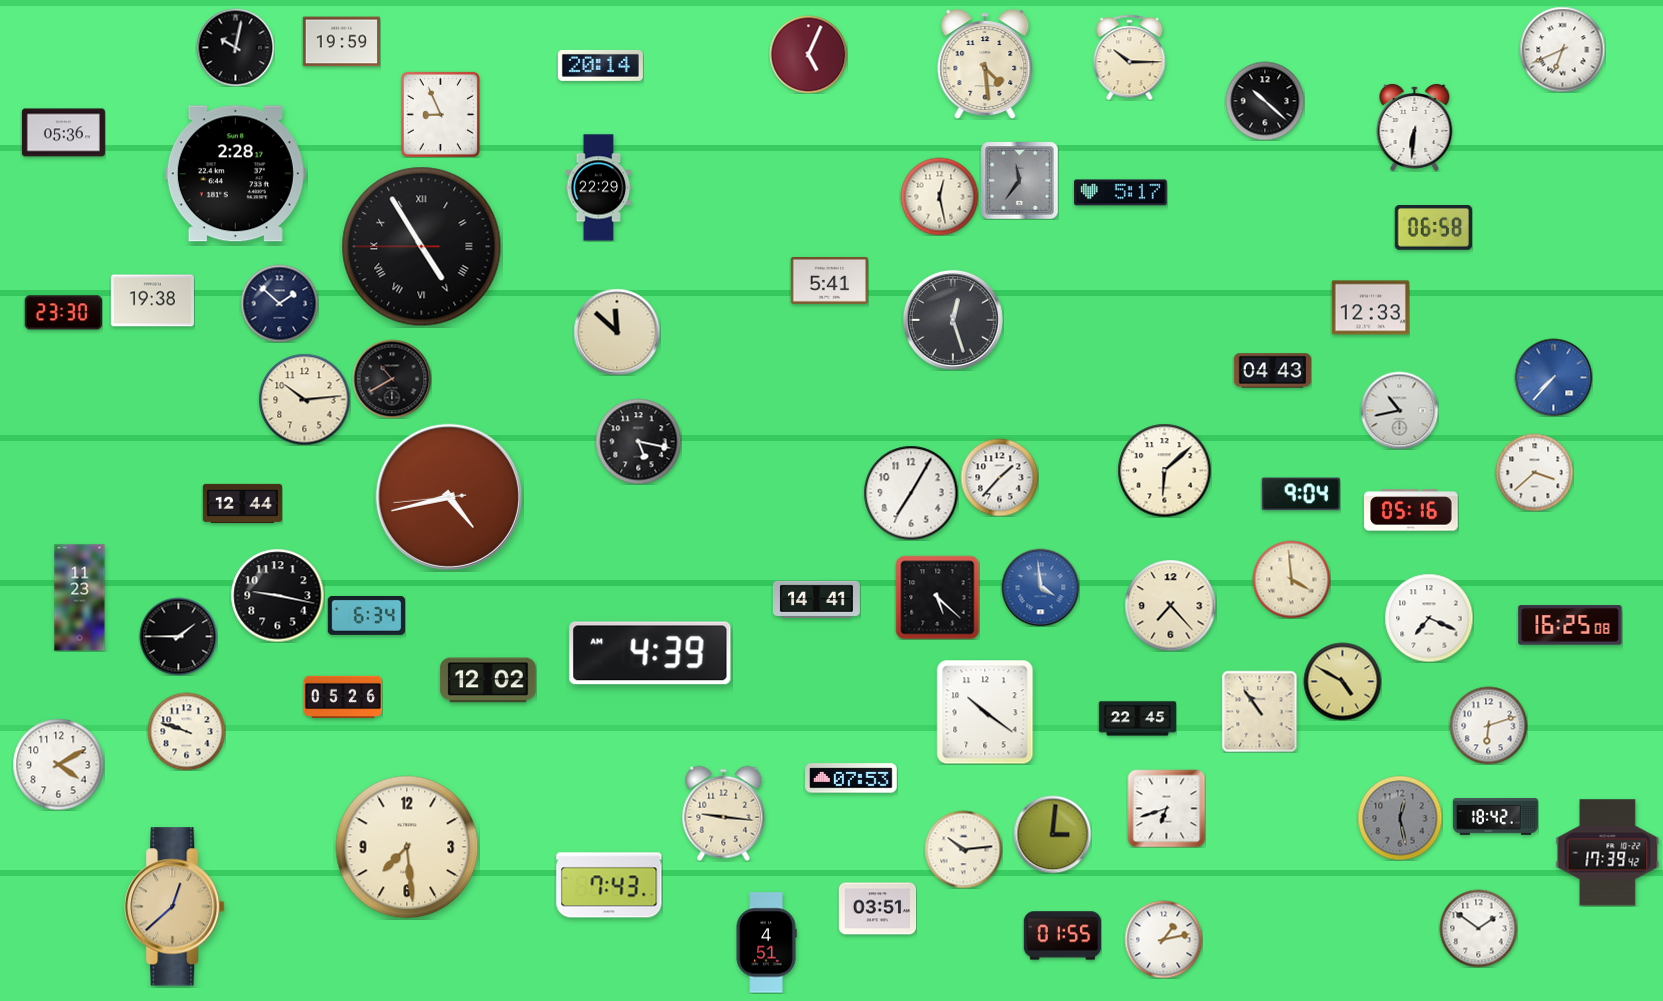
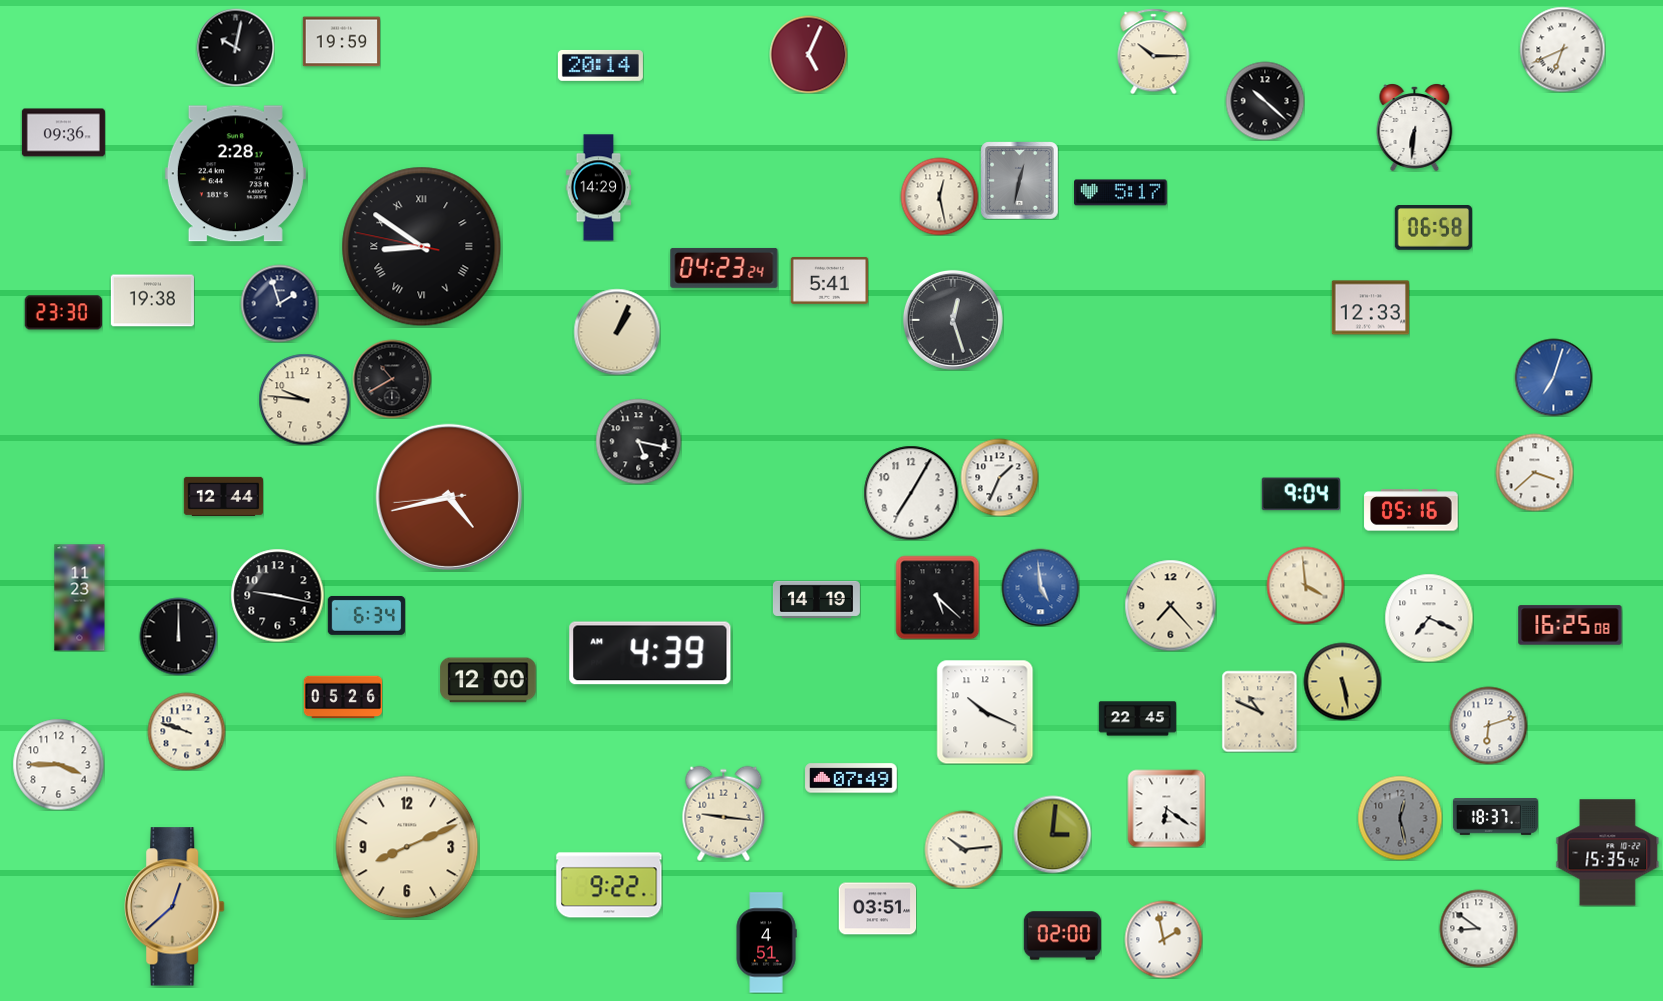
clock at (1130, 57) position: (1130, 57) -> (1154, 51)
clock at (985, 64): 4:29 -> none
clock at (440, 114): 8:56 -> none
clock at (63, 133): 05:36 -> 09:36
clock at (1019, 180): 11:36 -> 12:32
clock at (599, 188): 22:29 -> 14:29
clock at (422, 247): 4:54 -> 8:50
clock at (724, 268): none -> 04:23
clock at (279, 303): 1:52 -> 1:57
clock at (617, 332): 11:52 -> 1:04
clock at (1272, 371): 04:43 -> none
clock at (1553, 377): 7:37 -> 7:03
clock at (304, 399): 10:14 -> 9:46
clock at (1399, 410): 10:43 -> none
clock at (1164, 470): 6:08 -> none
clock at (999, 477): 1:37 -> 1:34
clock at (242, 503) position: (242, 503) -> (223, 496)
clock at (1291, 579) position: (1291, 579) -> (1305, 585)
clock at (1040, 587): 3:59 -> 4:59
clock at (816, 599): 14:41 -> 14:19
clock at (178, 636): 1:45 -> 12:00
clock at (488, 680): 12:02 -> 12:00
clock at (1342, 681): 4:50 -> 5:28
clock at (1260, 711): 10:54 -> 10:49
clock at (985, 712): 10:21 -> 10:19
clock at (58, 764): 4:10 -> 3:45
clock at (851, 778): 07:53 -> 07:49
clock at (1166, 808): 6:42 -> 6:21
clock at (1495, 817): 18:42 -> 18:37
clock at (407, 847): 7:29 -> 8:11
clock at (1608, 853): 17:39 -> 15:35
clock at (609, 885): 7:43 -> 9:22
clock at (1478, 928): 1:51 -> 8:51
clock at (1062, 936): 01:55 -> 02:00
clock at (1163, 939): 1:13 -> 1:58
